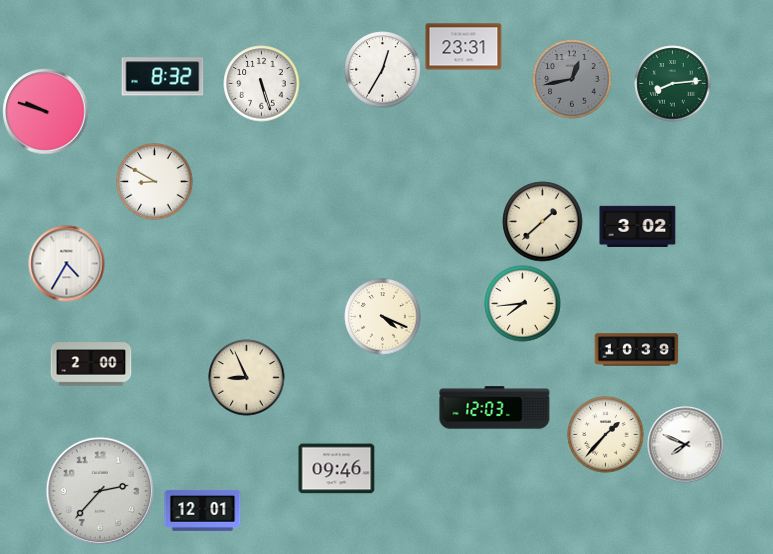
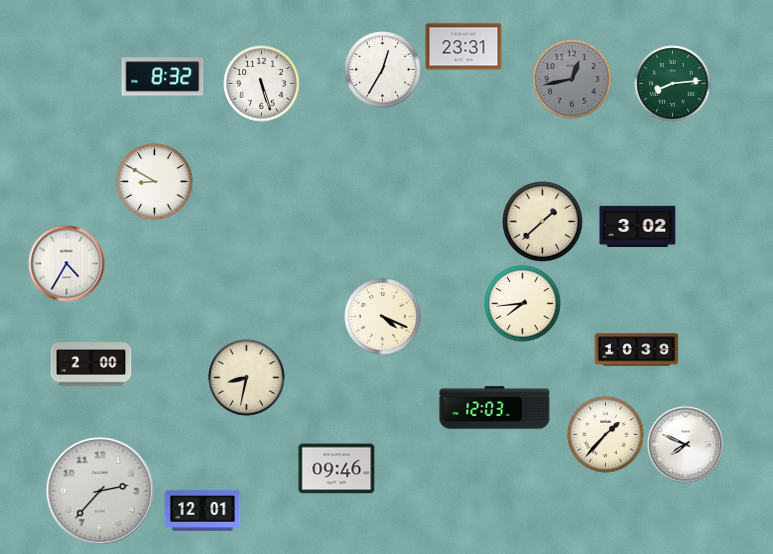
clock at (46, 112): 9:48 -> none
clock at (247, 378): 8:56 -> 8:32
